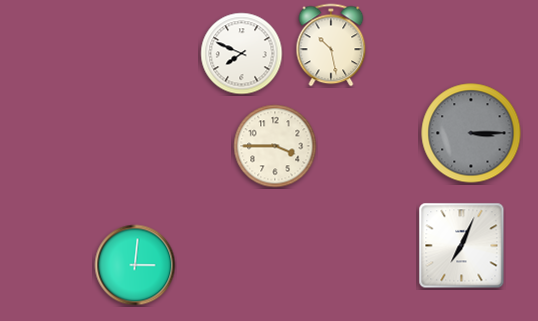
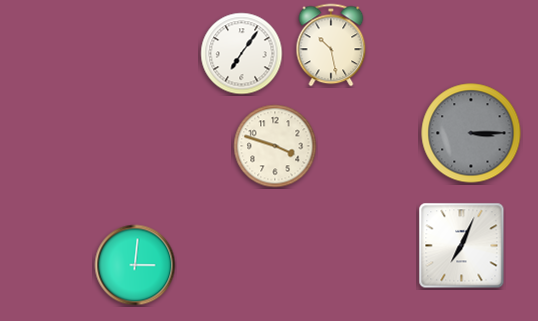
clock at (242, 54): 7:49 -> 7:06
clock at (275, 146): 3:45 -> 3:48
